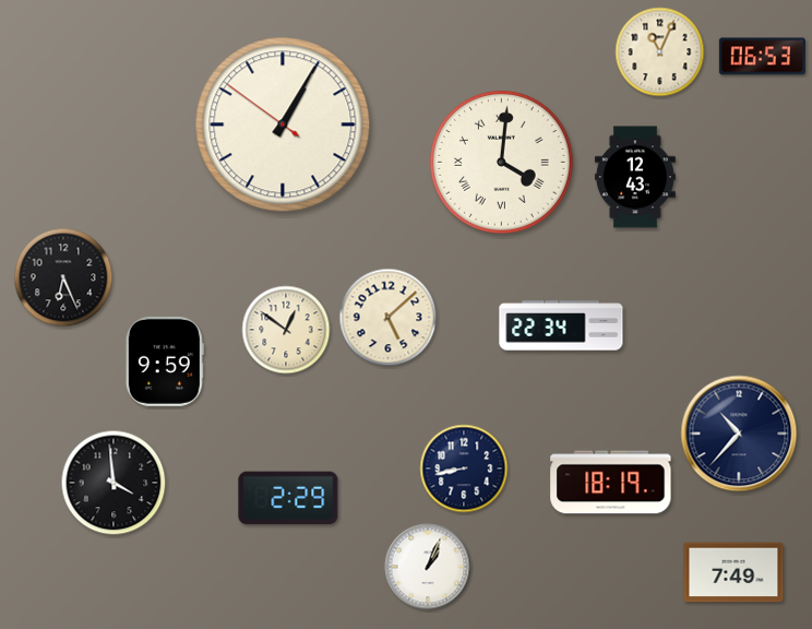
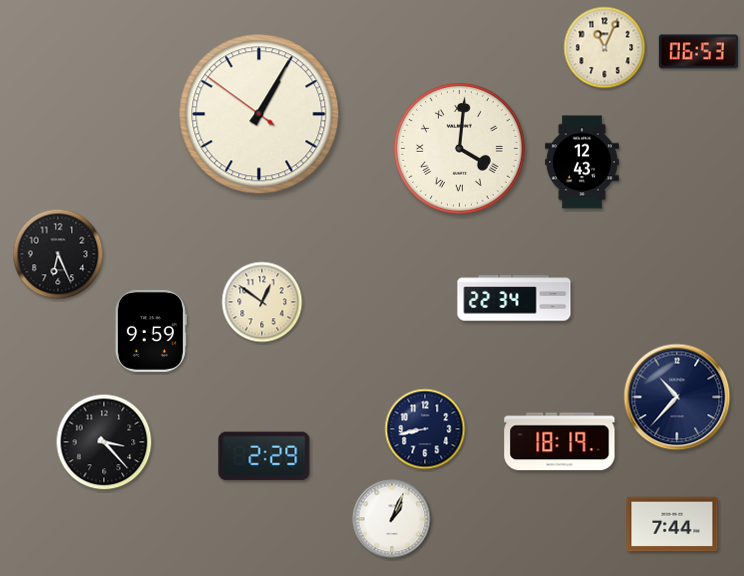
clock at (389, 318): 5:08 -> none
clock at (114, 483): 3:59 -> 3:23
clock at (733, 572): 7:49 -> 7:44
